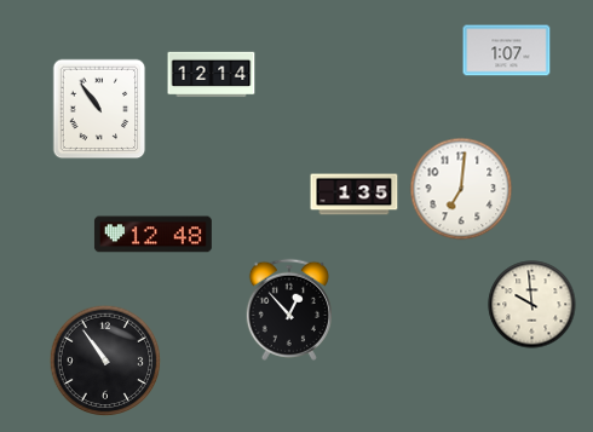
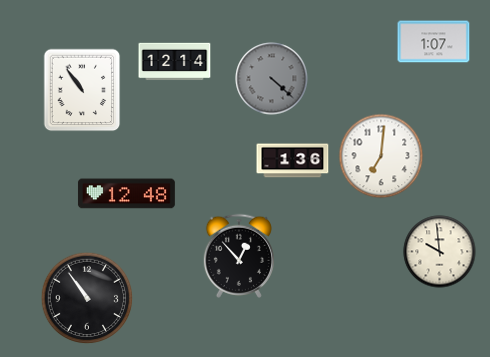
clock at (507, 51) position: (507, 51) -> (434, 42)
clock at (272, 79): none -> 4:22
clock at (355, 195): 1:35 -> 1:36
